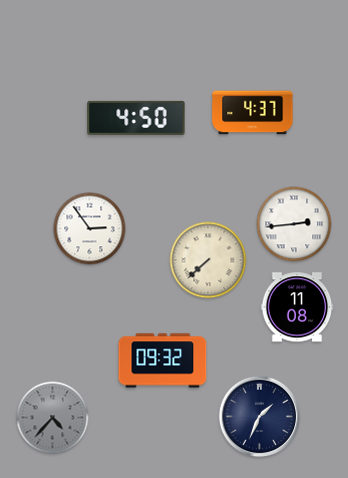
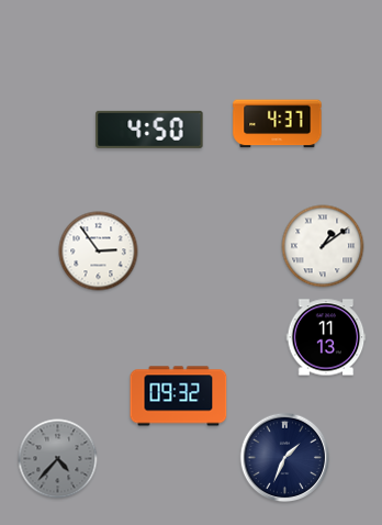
clock at (294, 224): 2:44 -> 1:09
clock at (208, 260): 7:38 -> none
clock at (297, 307): 11:08 -> 11:13
